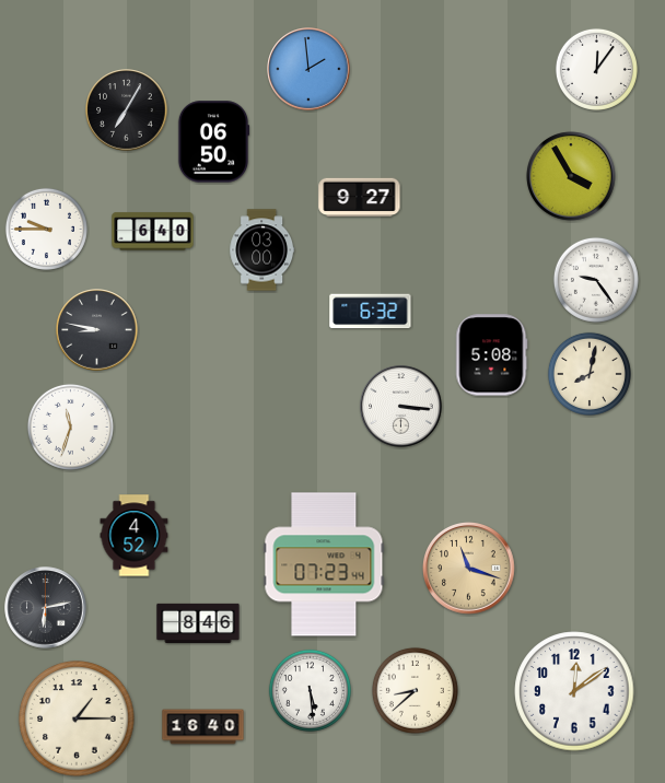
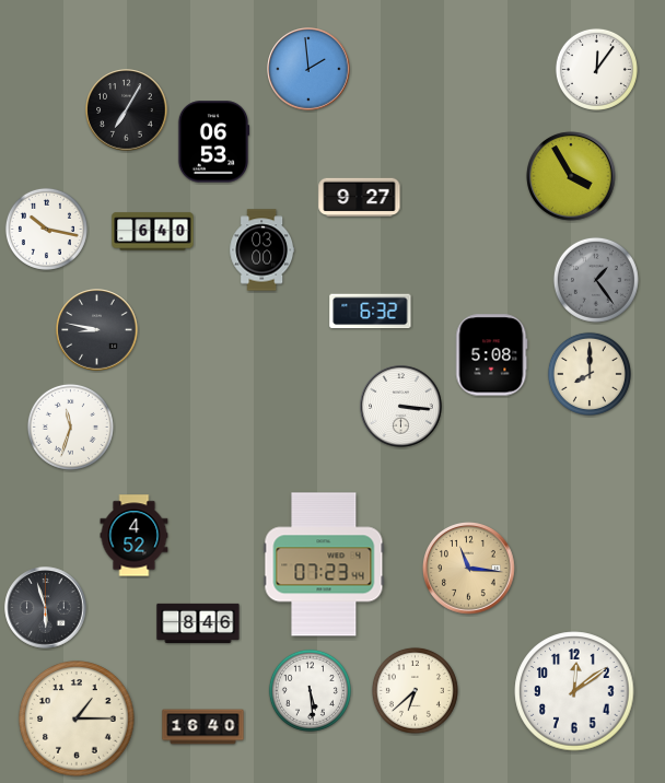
clock at (213, 142): 06:50 -> 06:53
clock at (46, 229): 9:45 -> 10:17
clock at (596, 280): 9:24 -> 1:24
clock at (596, 280) dial: white -> grey
clock at (590, 374): 8:02 -> 8:00
clock at (469, 569): 11:18 -> 11:16
clock at (46, 608): 6:13 -> 5:57
clock at (415, 690): 8:38 -> 6:38
